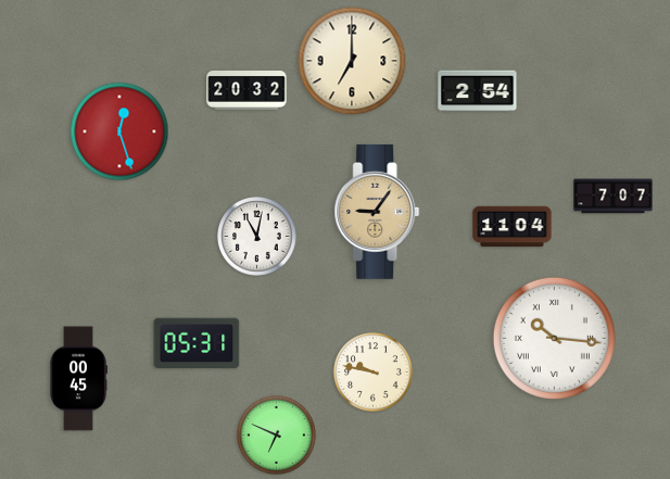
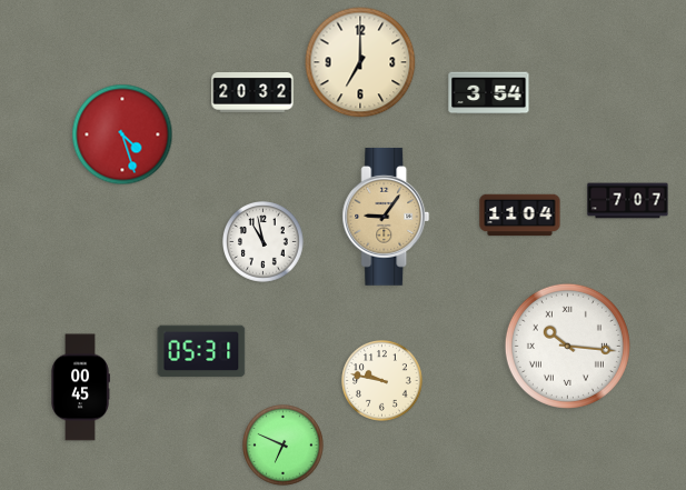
clock at (478, 91): 2:54 -> 3:54
clock at (119, 131): 12:27 -> 4:27
clock at (513, 227) position: (513, 227) -> (520, 216)
clock at (257, 237): 11:02 -> 10:58
